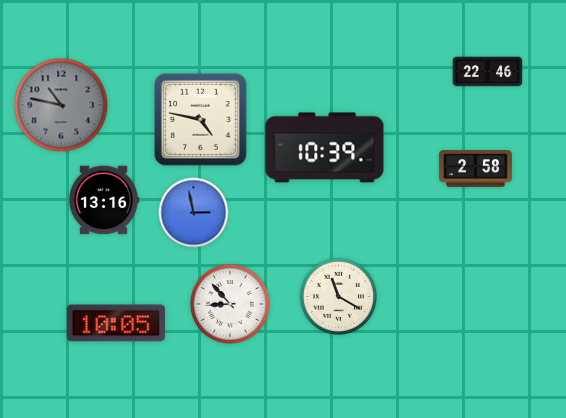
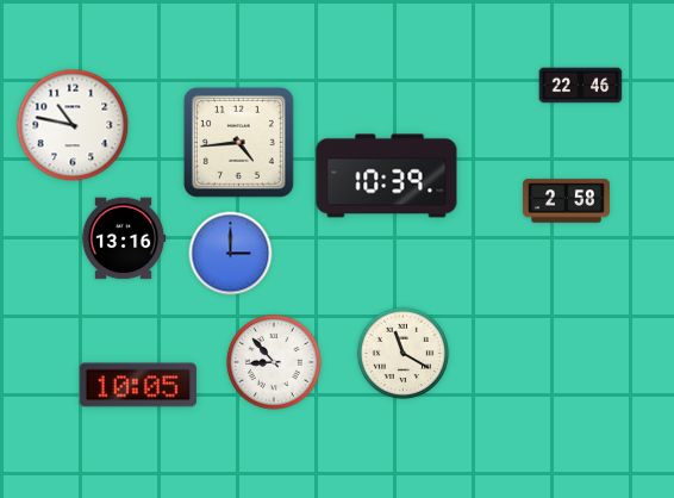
clock at (61, 105) dial: grey -> white
clock at (200, 119): 4:47 -> 4:44
clock at (194, 213): 2:58 -> 3:00
